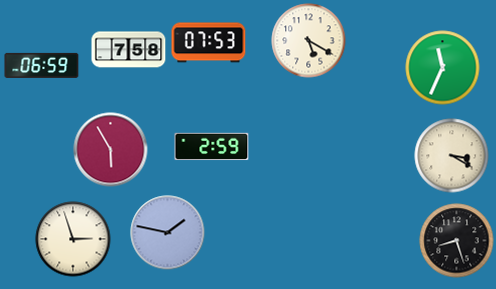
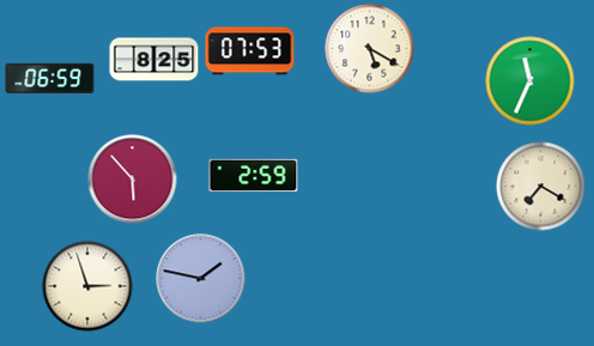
clock at (129, 50): 7:58 -> 8:25
clock at (111, 150): 5:55 -> 5:53
clock at (452, 156): 3:20 -> 7:20
clock at (457, 241): 8:27 -> none
